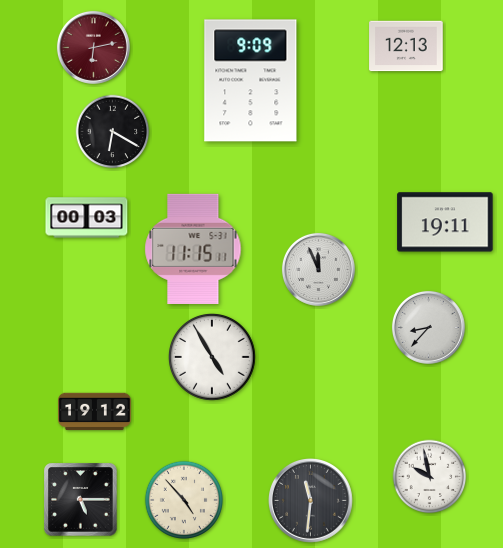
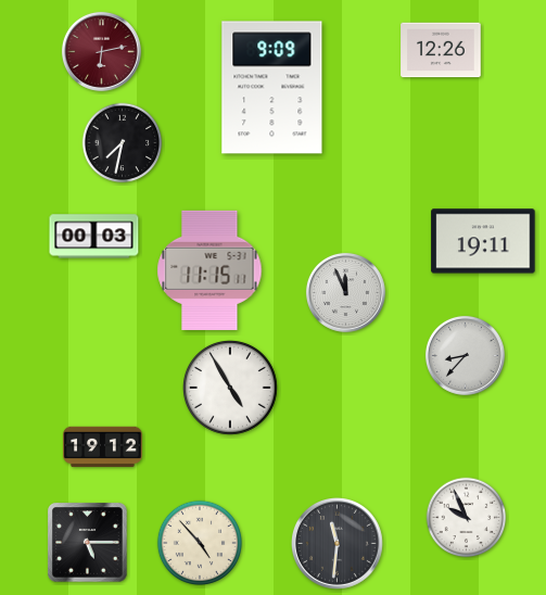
clock at (406, 46): 12:13 -> 12:26
clock at (113, 132): 6:20 -> 7:32
clock at (430, 477): 9:58 -> 9:56
